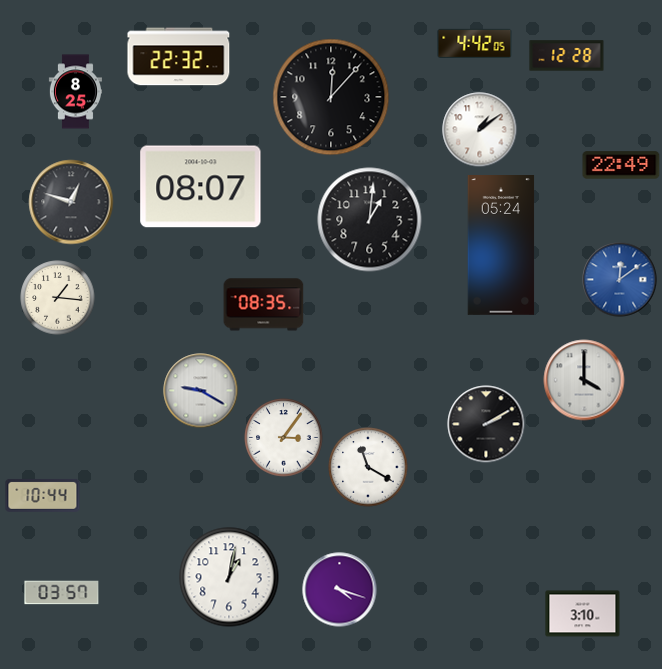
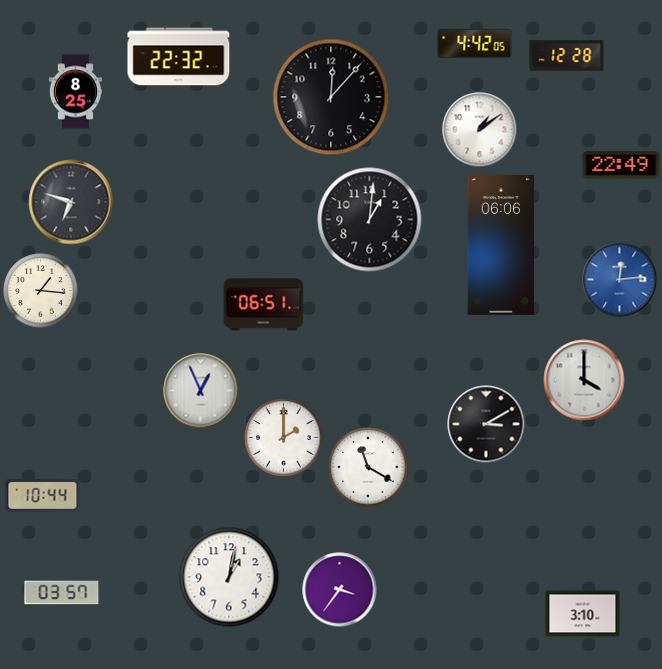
clock at (201, 187): 08:07 -> none
clock at (71, 202): 12:48 -> 6:48
clock at (501, 246): 05:24 -> 06:06
clock at (620, 280): 12:09 -> 12:14
clock at (58, 298) position: (58, 298) -> (41, 291)
clock at (264, 305): 08:35 -> 06:51
clock at (201, 391): 9:20 -> 12:56
clock at (486, 424): 2:10 -> 3:10
clock at (284, 438): 3:06 -> 2:00
clock at (340, 590): 4:18 -> 3:36
